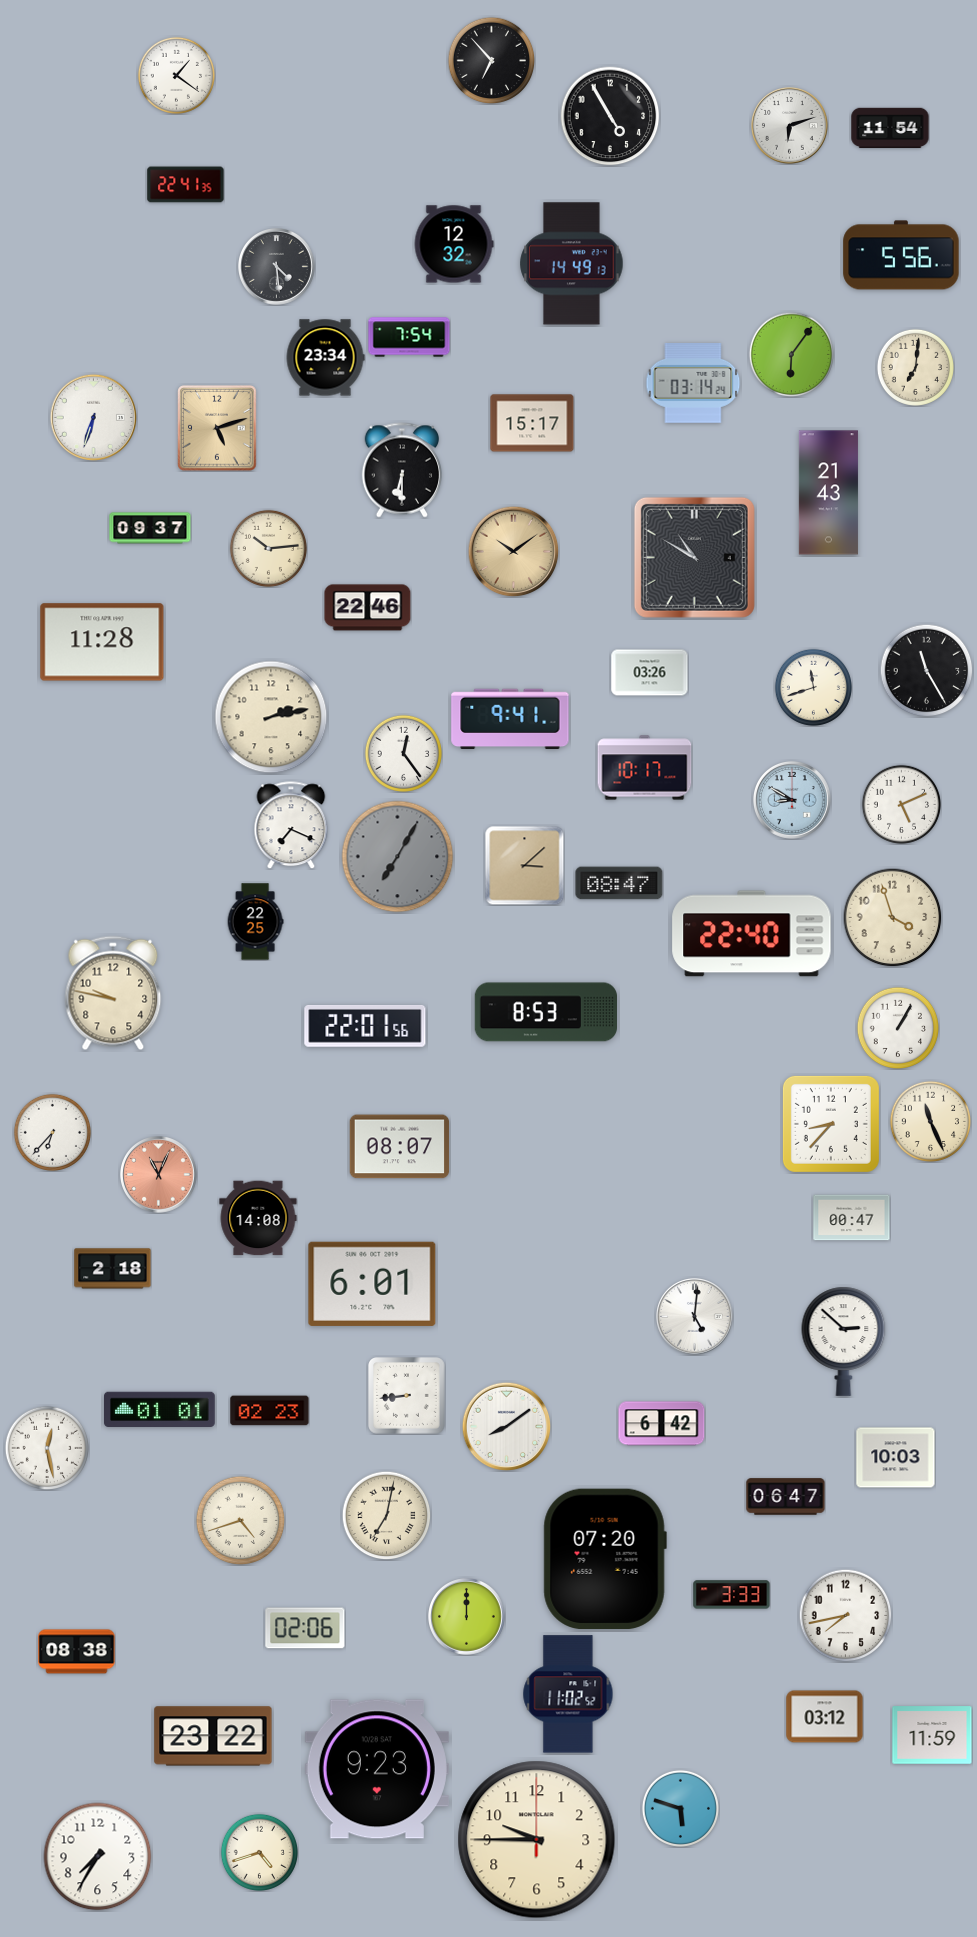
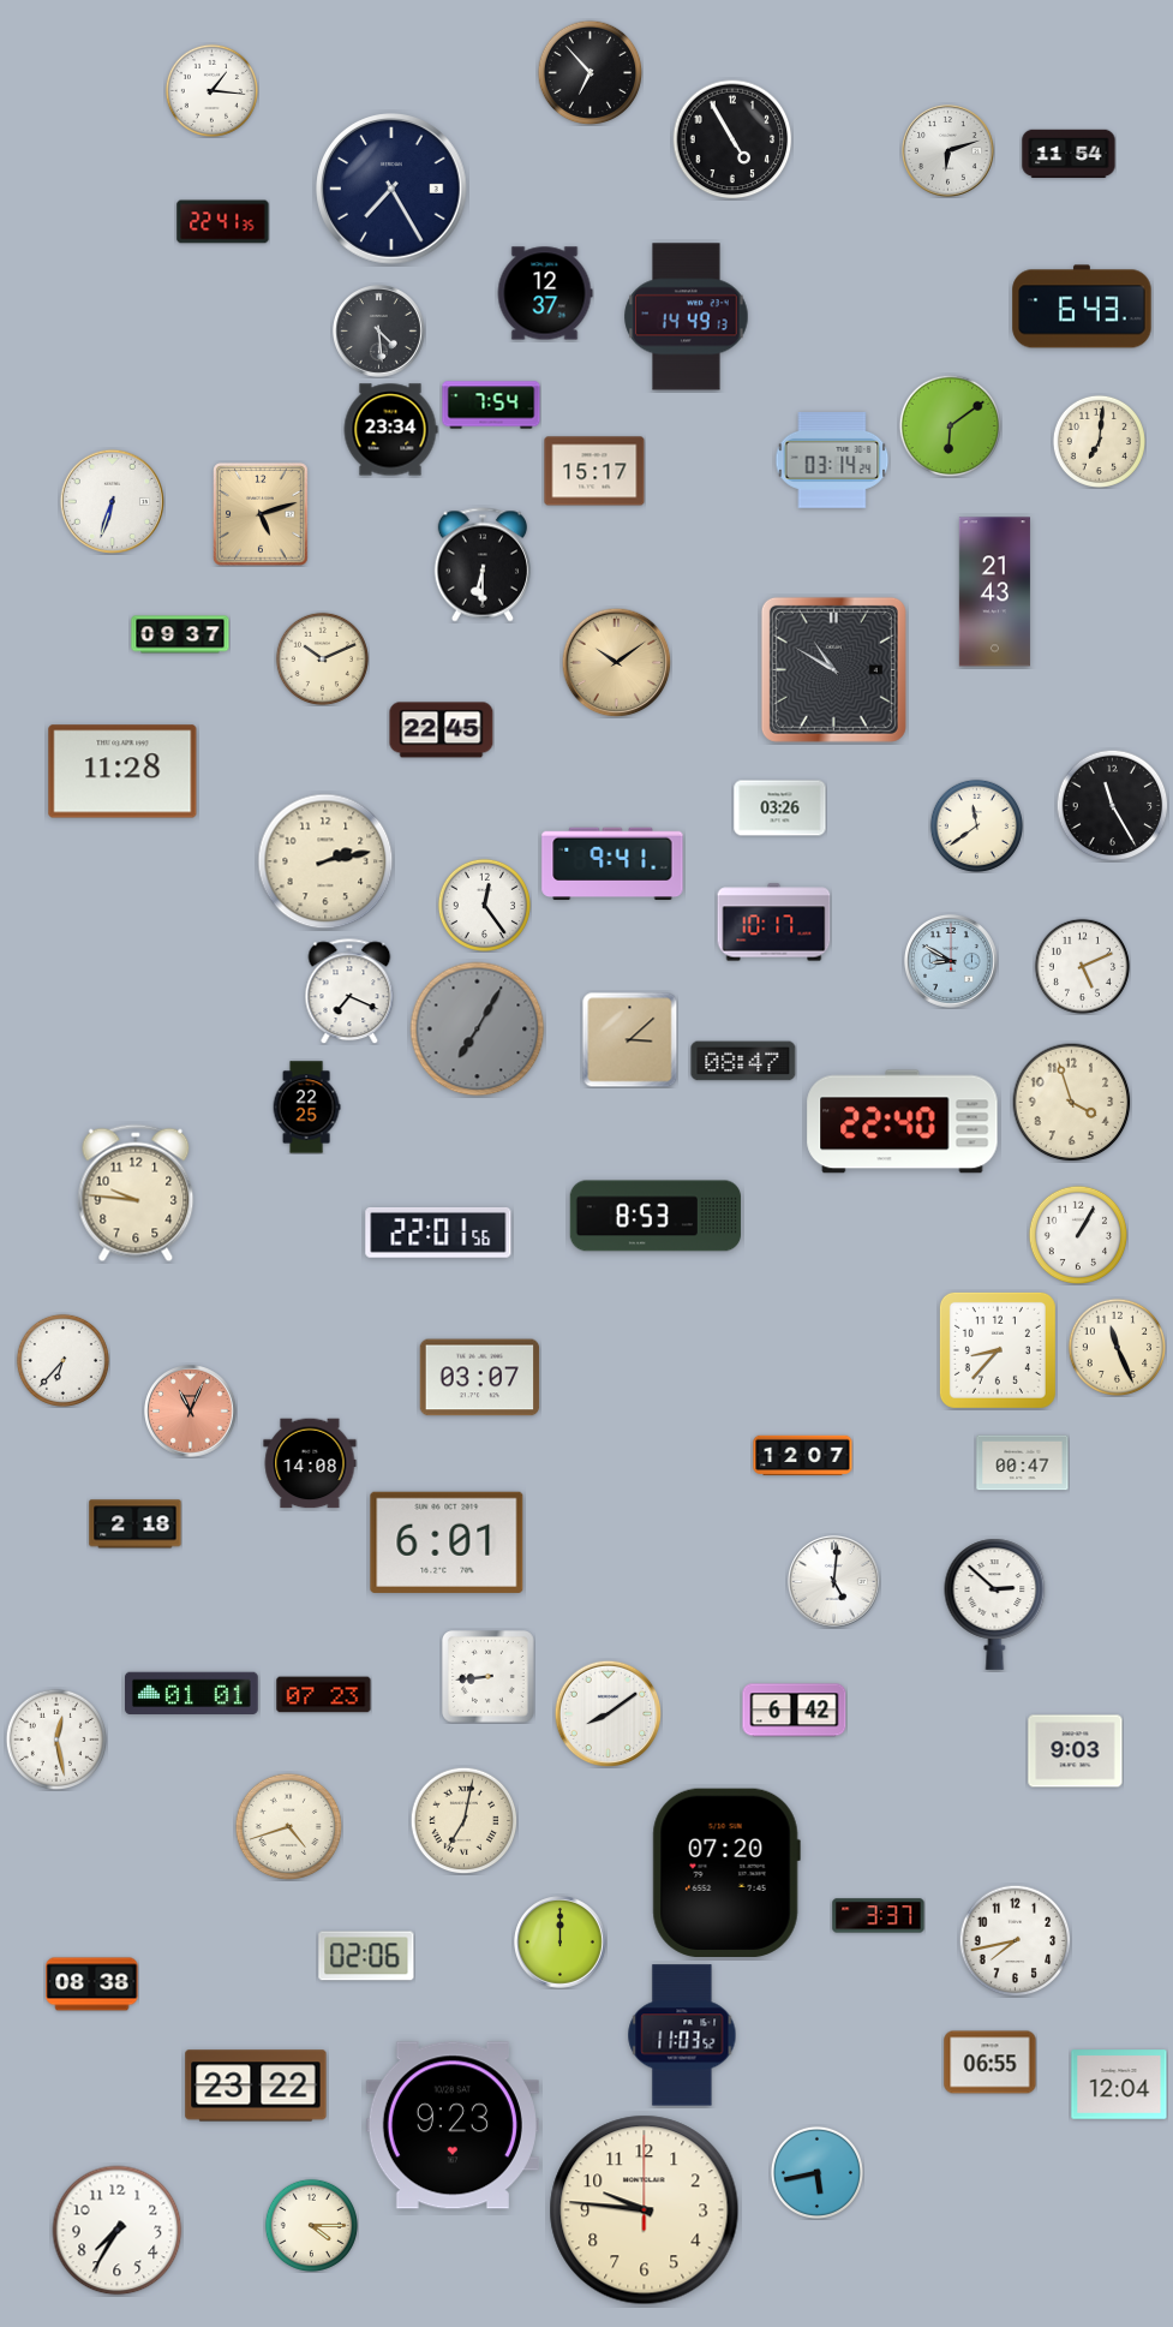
clock at (176, 75): 1:21 -> 1:16
clock at (391, 189): none -> 7:25
clock at (454, 244): 12:32 -> 12:37
clock at (901, 255): 5:56 -> 6:43
clock at (277, 267) position: (277, 267) -> (379, 332)
clock at (791, 354): 6:06 -> 6:09
clock at (532, 423) position: (532, 423) -> (594, 471)
clock at (268, 548): 10:14 -> 10:11
clock at (368, 608): 22:46 -> 22:45
clock at (813, 687): 11:42 -> 11:39
clock at (113, 993): 9:47 -> 9:46
clock at (400, 1147): 08:07 -> 03:07
clock at (803, 1456): none -> 12:07
clock at (844, 1341) position: (844, 1341) -> (995, 1604)
clock at (270, 1411): 02:23 -> 07:23
clock at (896, 1458): 10:03 -> 9:03
clock at (786, 1497): 06:47 -> none
clock at (732, 1595): 3:33 -> 3:37
clock at (568, 1694): 11:02 -> 11:03
clock at (825, 1717): 03:12 -> 06:55
clock at (932, 1735): 11:59 -> 12:04
clock at (680, 1808): 5:48 -> 5:43
clock at (537, 1840): 9:45 -> 9:46
clock at (259, 1852): 4:42 -> 4:15
